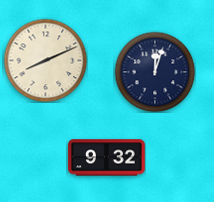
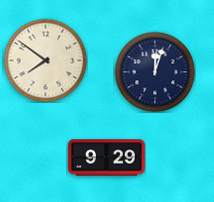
clock at (45, 60): 8:11 -> 7:51
clock at (107, 158): 9:32 -> 9:29
